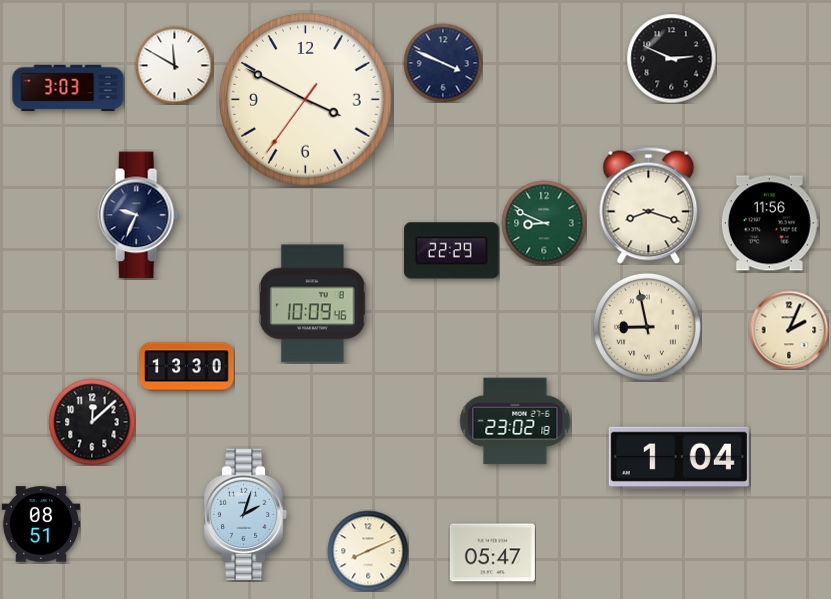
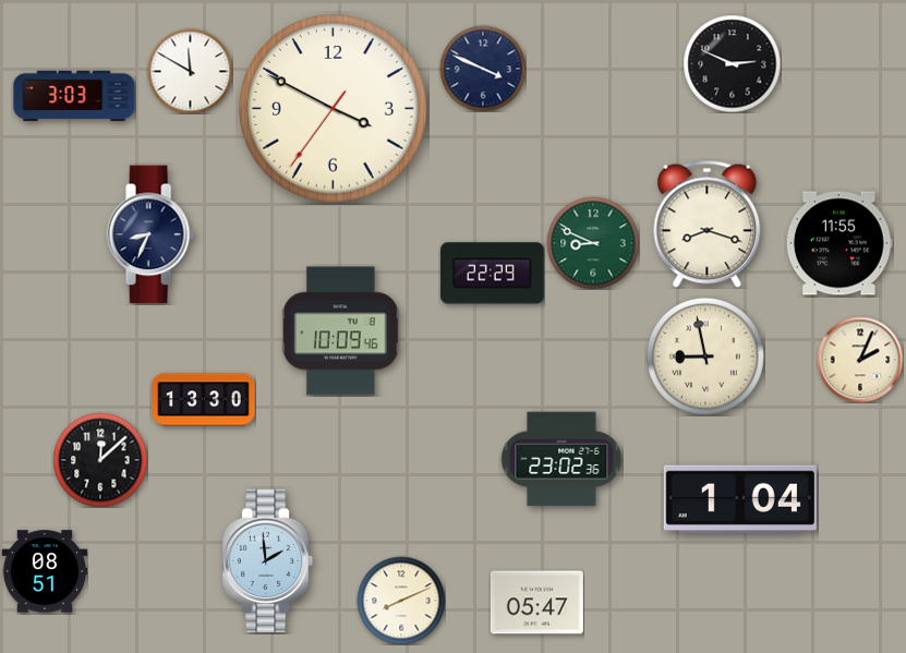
clock at (138, 215): 9:34 -> 8:34
clock at (770, 223): 11:56 -> 11:55
clock at (515, 421): 23:02:18 -> 23:02:36
clock at (246, 515): 2:03 -> 1:59
